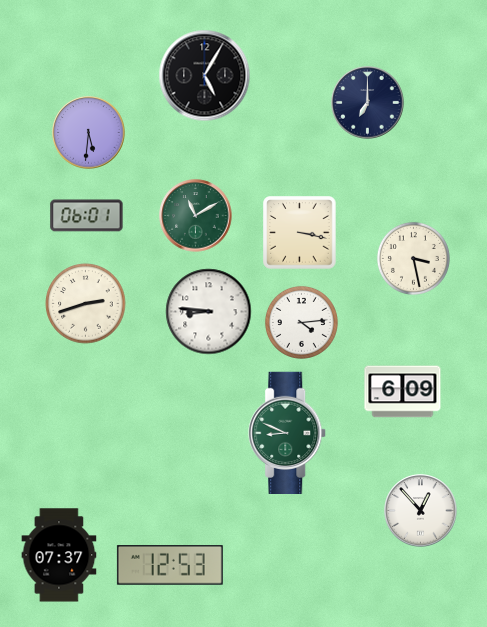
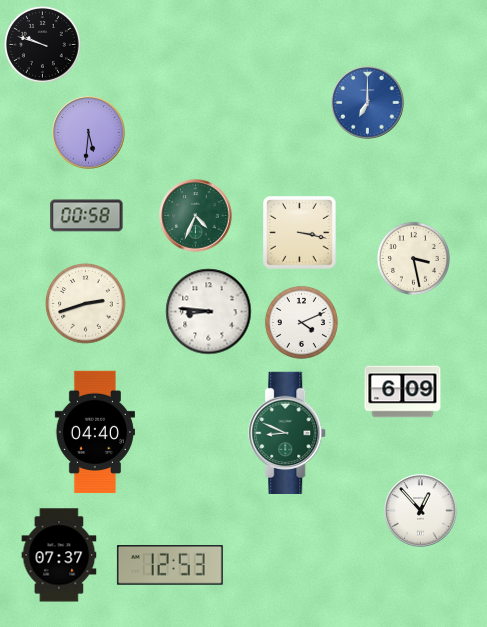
clock at (43, 45): none -> 9:48
clock at (205, 76): 5:05 -> none
clock at (368, 103) dial: navy -> blue
clock at (87, 216): 06:01 -> 00:58
clock at (196, 216): 11:10 -> 4:34
clock at (301, 322): 4:14 -> 4:11
clock at (95, 432): none -> 04:40
